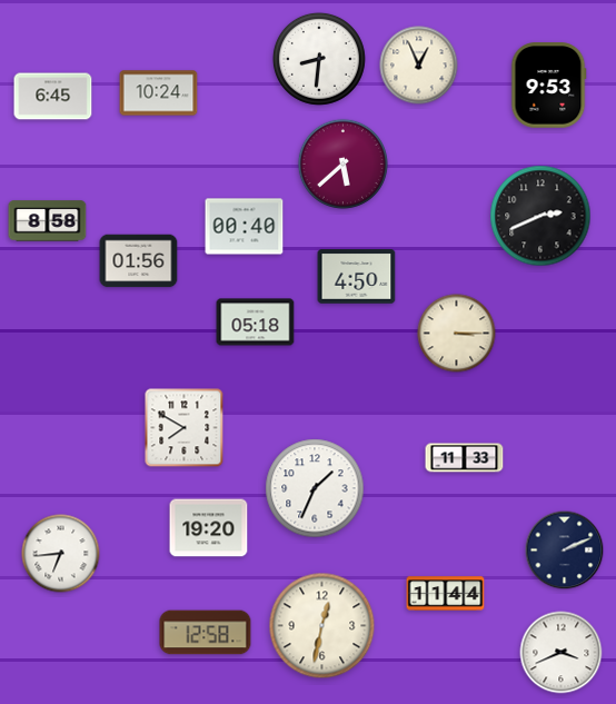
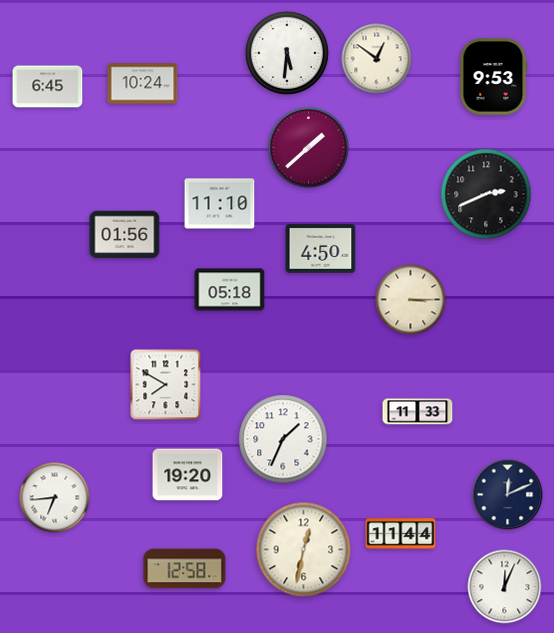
clock at (319, 59): 8:31 -> 5:31
clock at (419, 66): 12:56 -> 12:51
clock at (342, 163): 5:38 -> 1:38
clock at (48, 221): 8:58 -> none
clock at (245, 227): 00:40 -> 11:10
clock at (565, 551): 2:11 -> 12:11
clock at (322, 626) position: (322, 626) -> (304, 550)
clock at (562, 653): 3:41 -> 12:04
